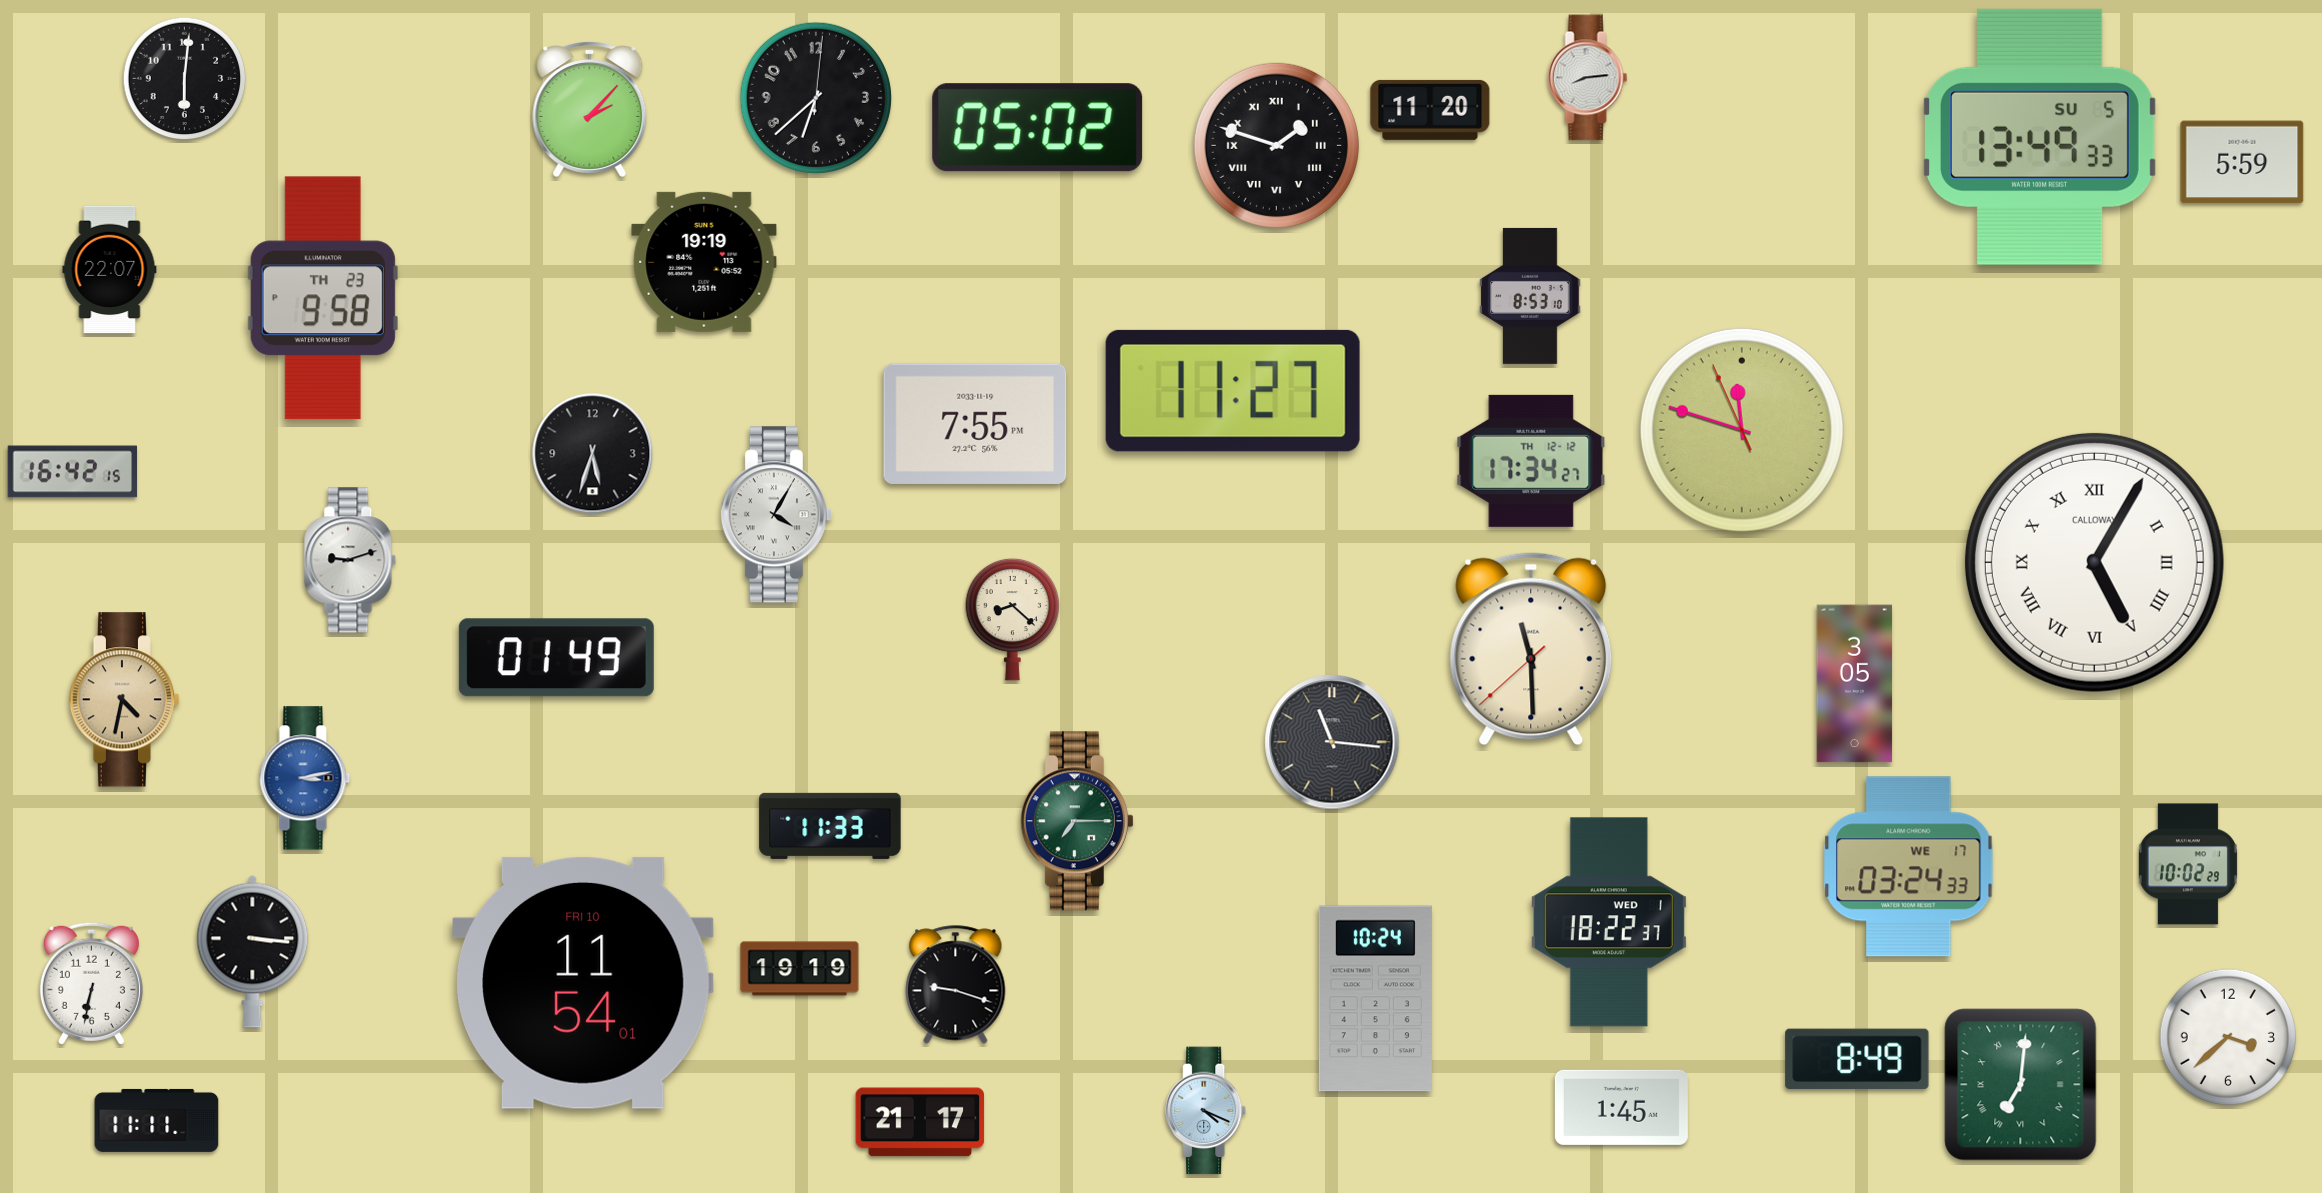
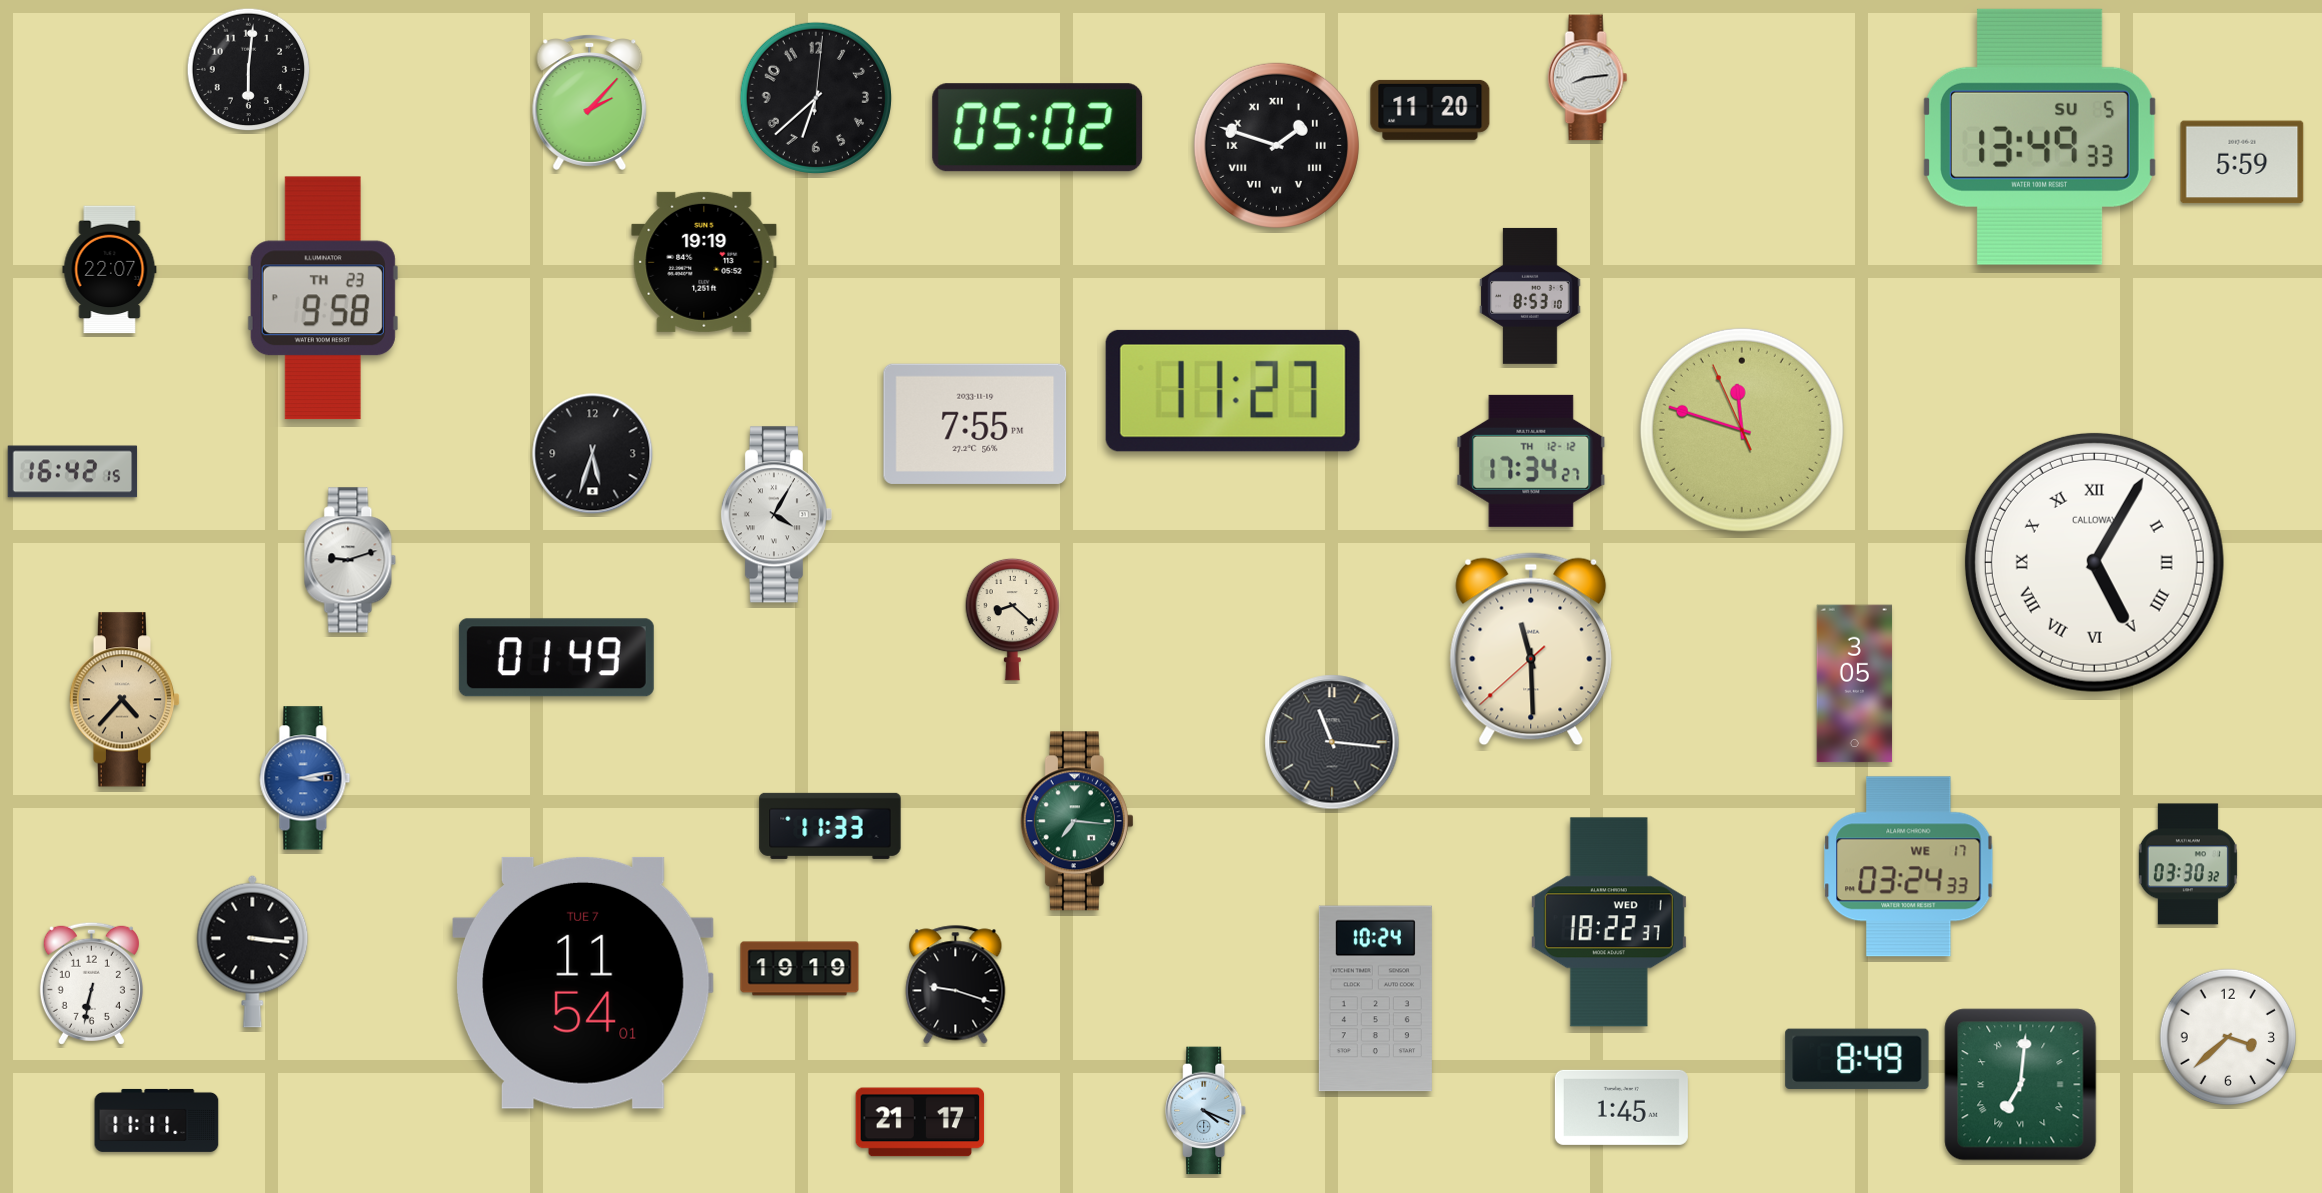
clock at (185, 79) position: (185, 79) -> (249, 70)
clock at (590, 109) position: (590, 109) -> (590, 102)
clock at (125, 700): 4:32 -> 4:37
clock at (1077, 821): 7:15 -> 7:16
clock at (2188, 864): 10:02 -> 03:30
clock at (583, 983) date: FRI 10 -> TUE 7
